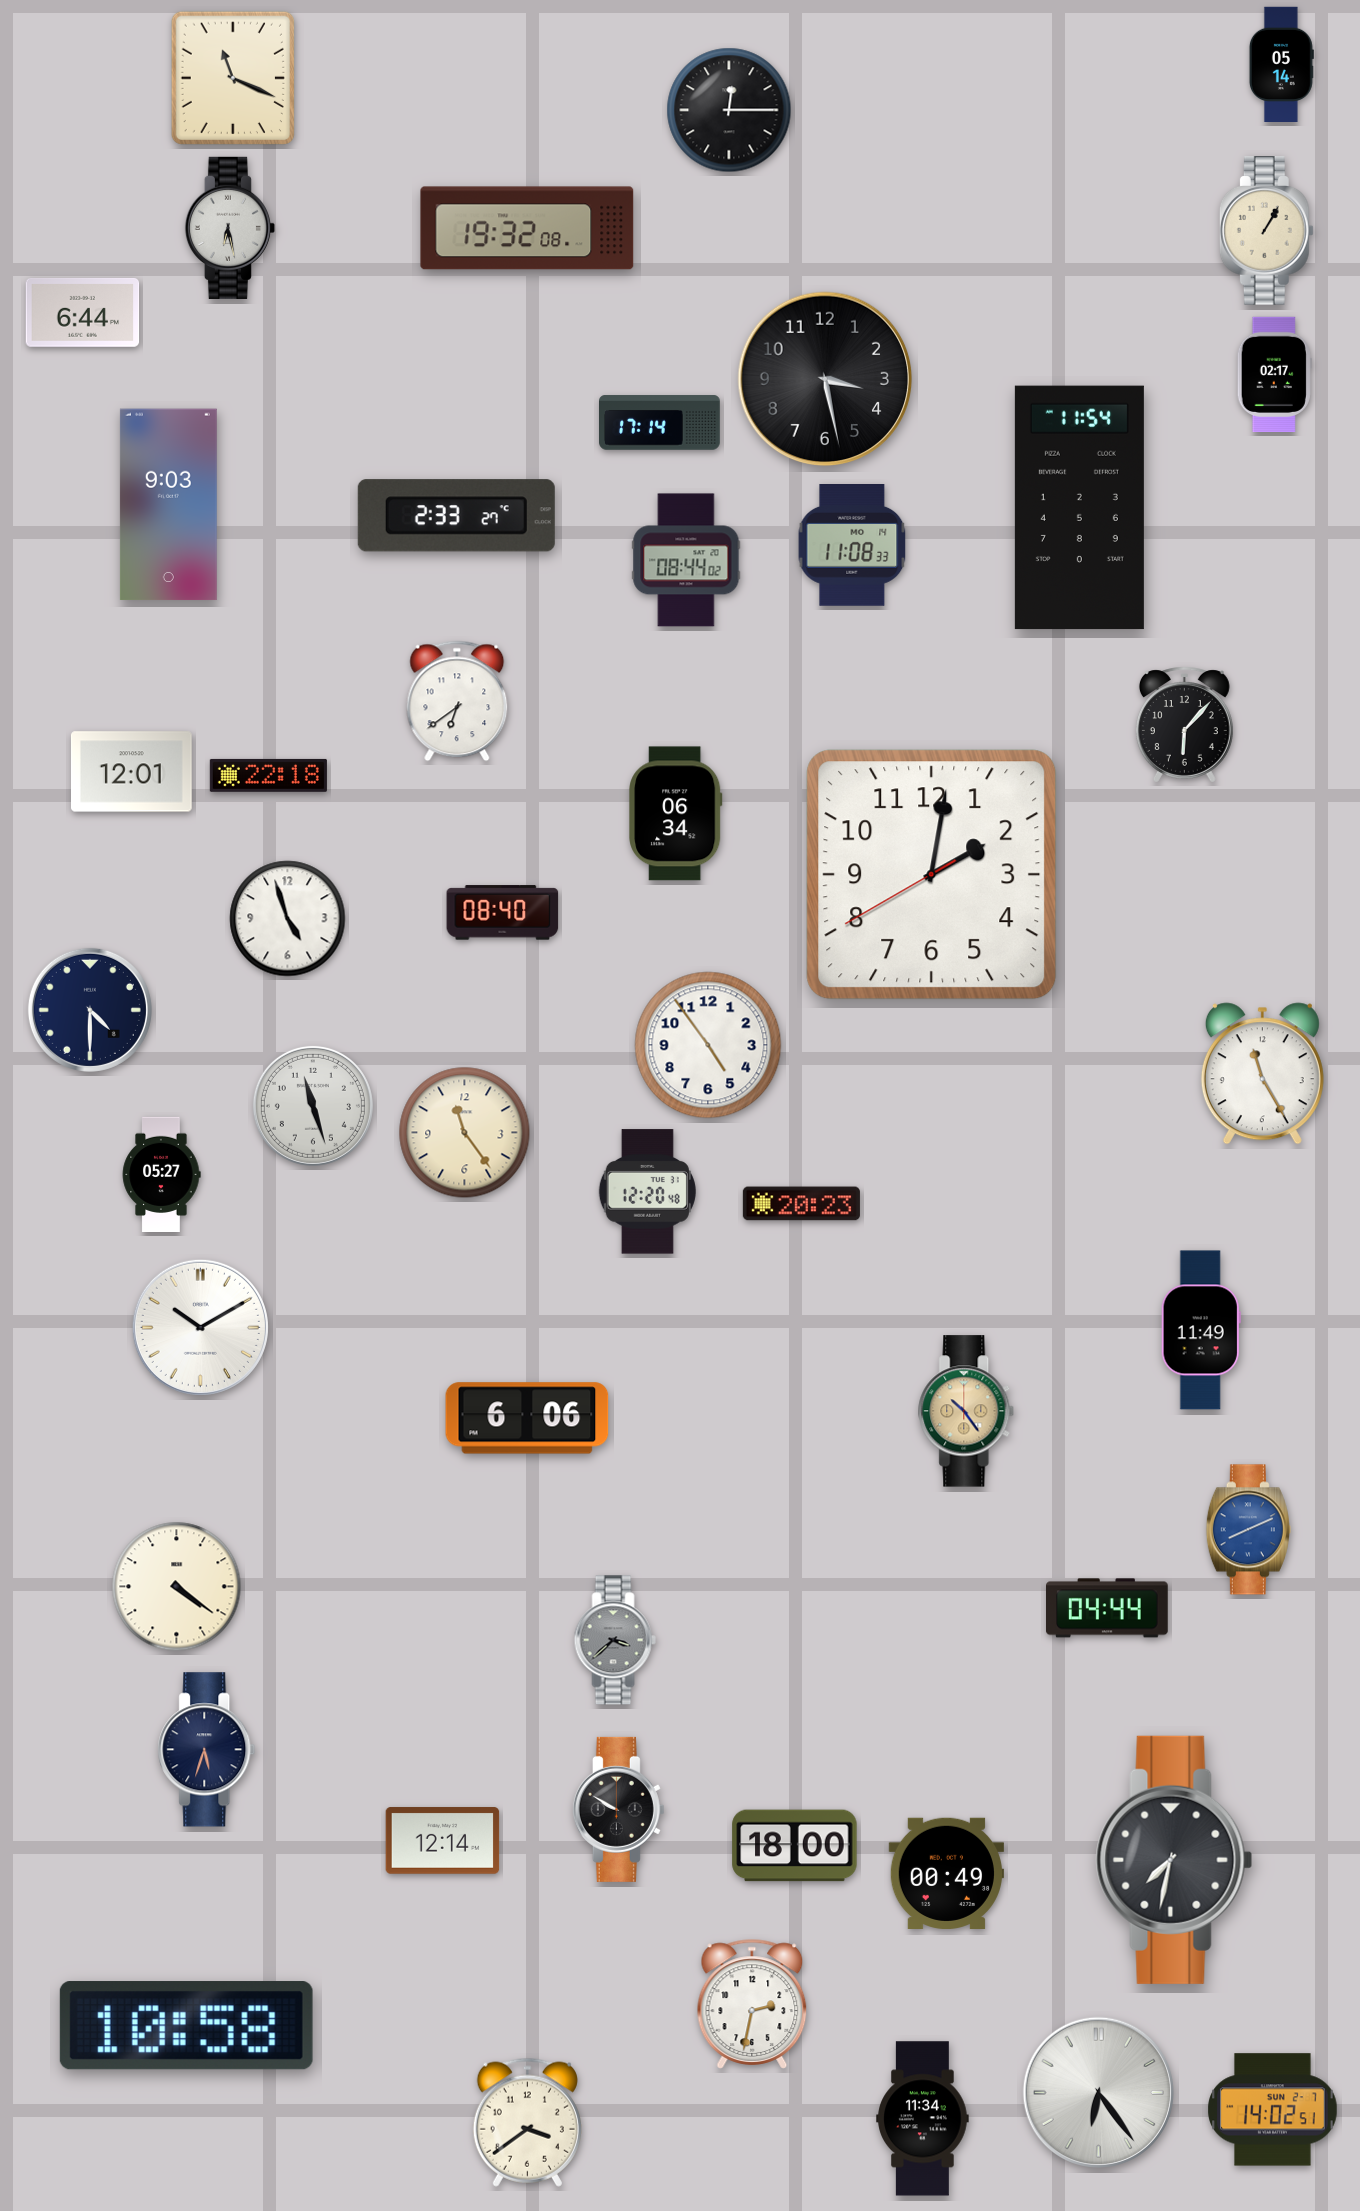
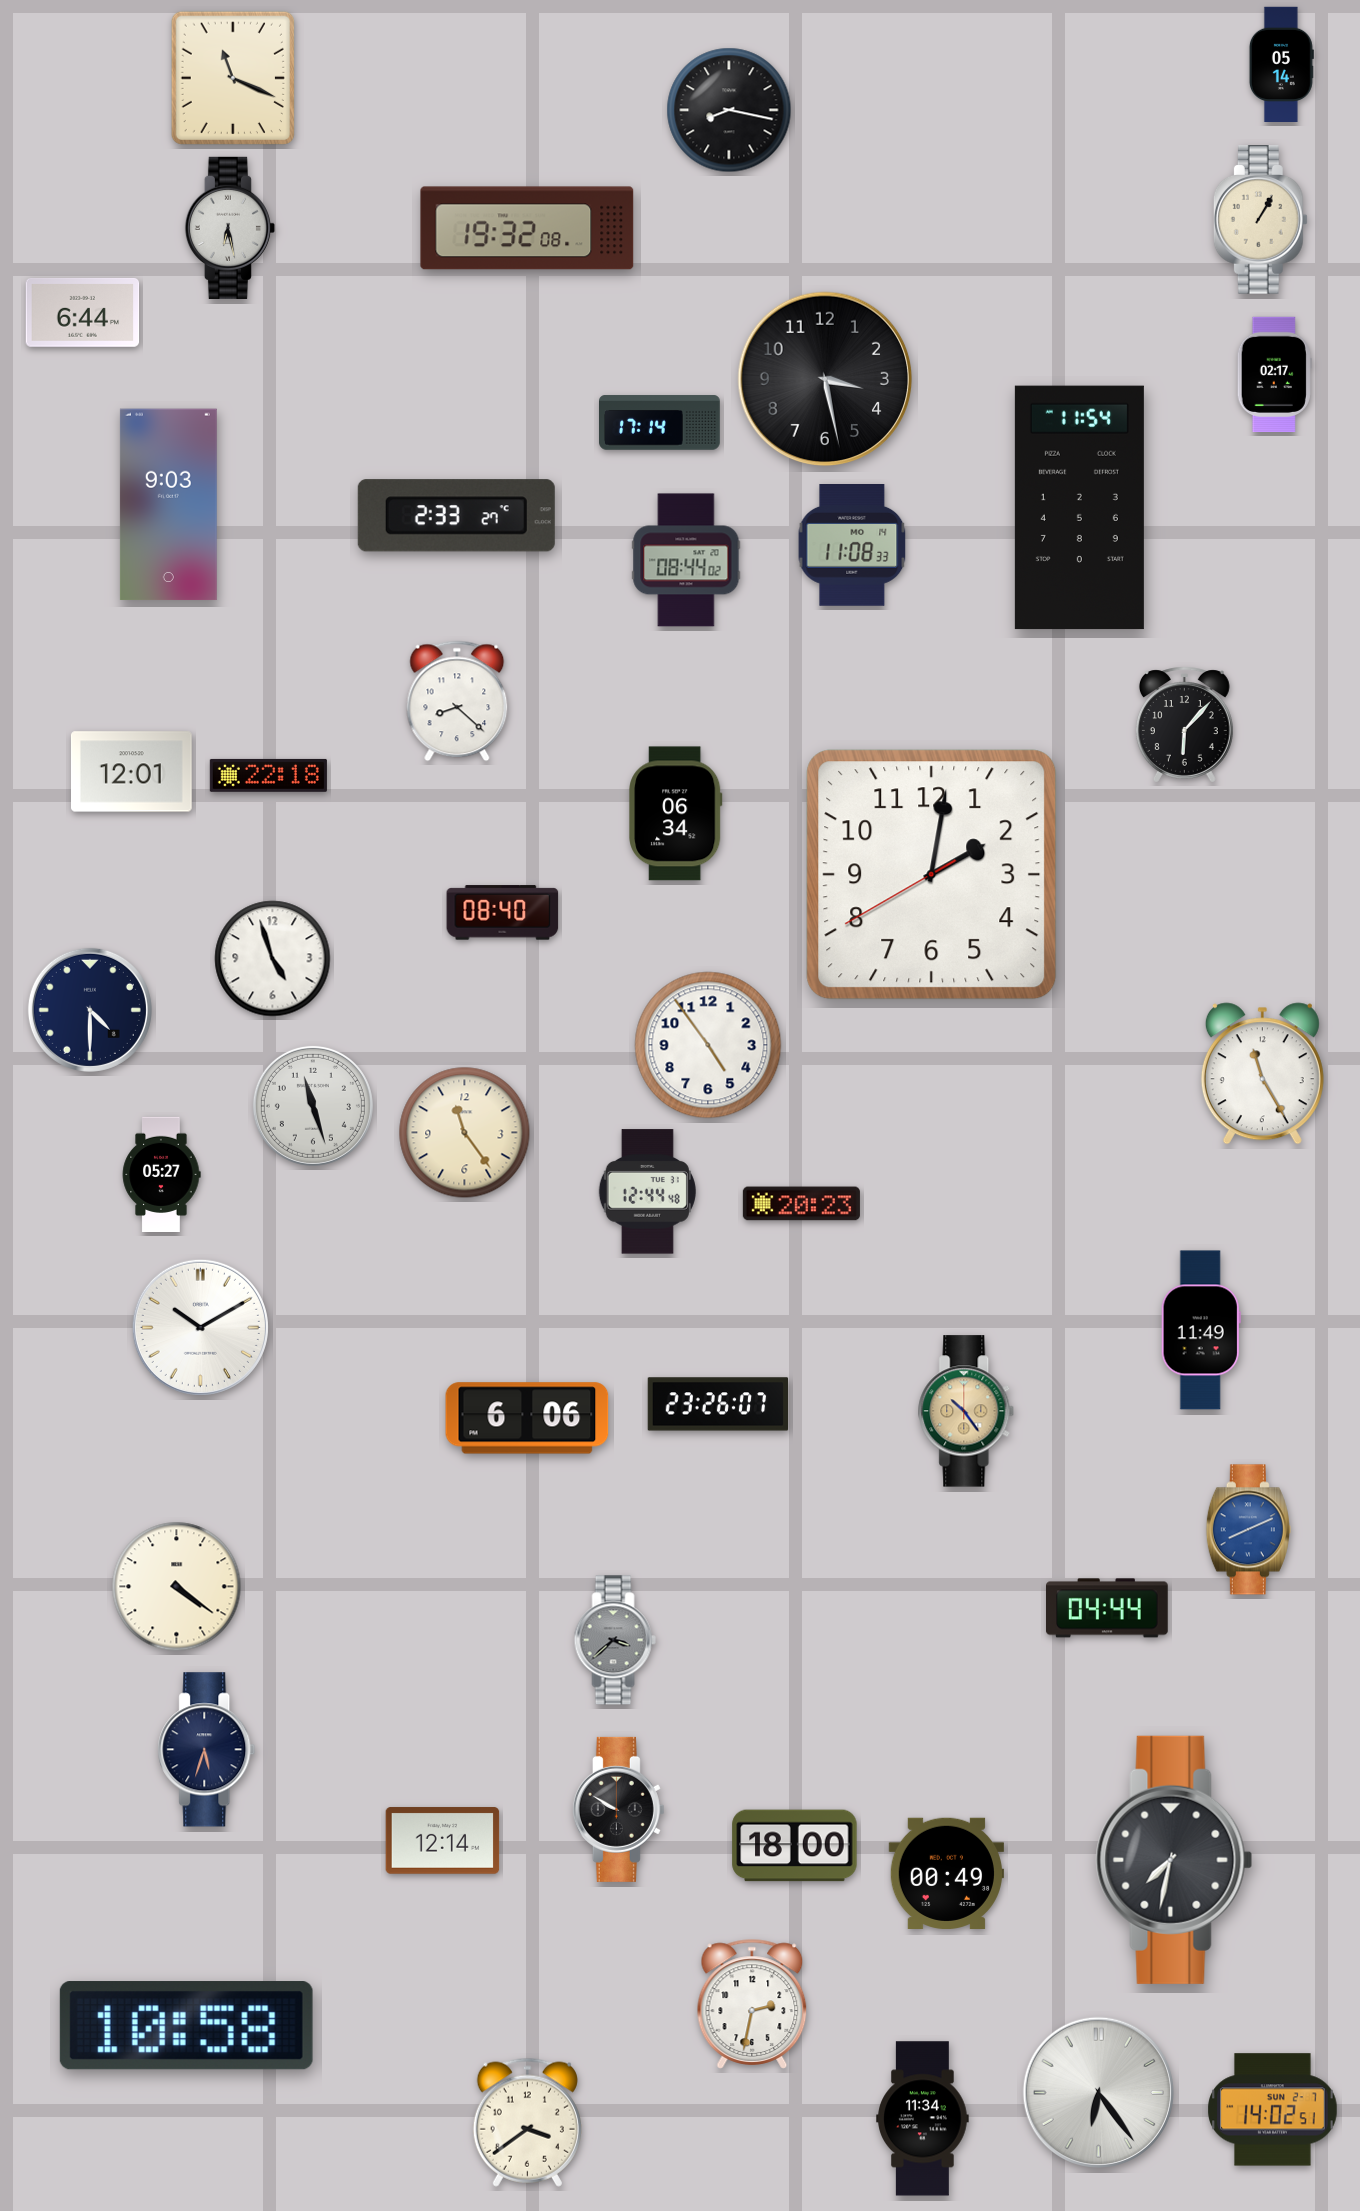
clock at (729, 110): 12:15 -> 8:17
clock at (1266, 231) position: (1266, 231) -> (1260, 220)
clock at (457, 701): 6:39 -> 8:22
clock at (288, 919) position: (288, 919) -> (273, 959)
clock at (647, 1192): 12:20 -> 12:44
clock at (718, 1404): none -> 23:26
